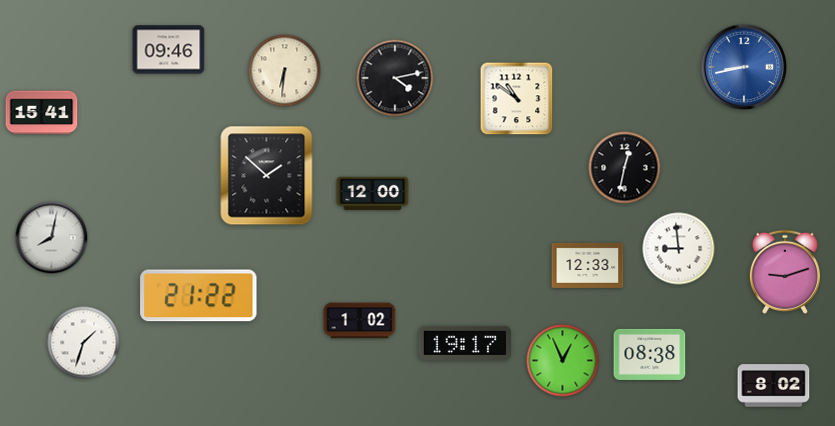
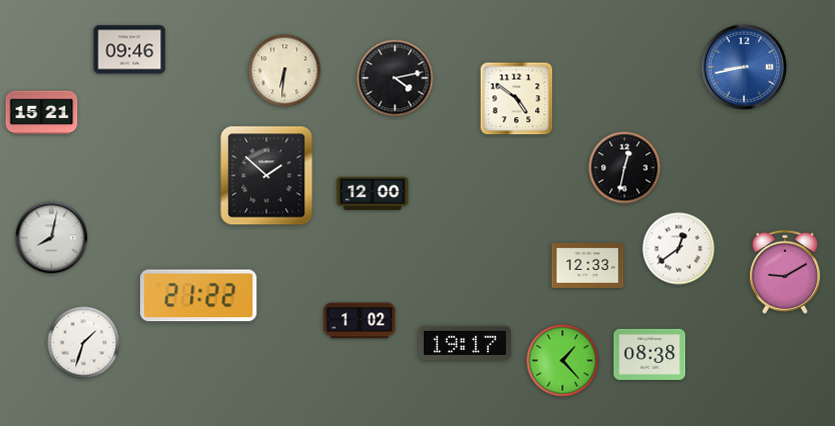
clock at (169, 50) position: (169, 50) -> (130, 50)
clock at (517, 99): 10:51 -> 4:51
clock at (42, 113): 15:41 -> 15:21
clock at (679, 249): 8:59 -> 12:39
clock at (785, 272): 9:12 -> 9:10
clock at (563, 361): 12:56 -> 1:23
clock at (774, 386): 8:02 -> none
